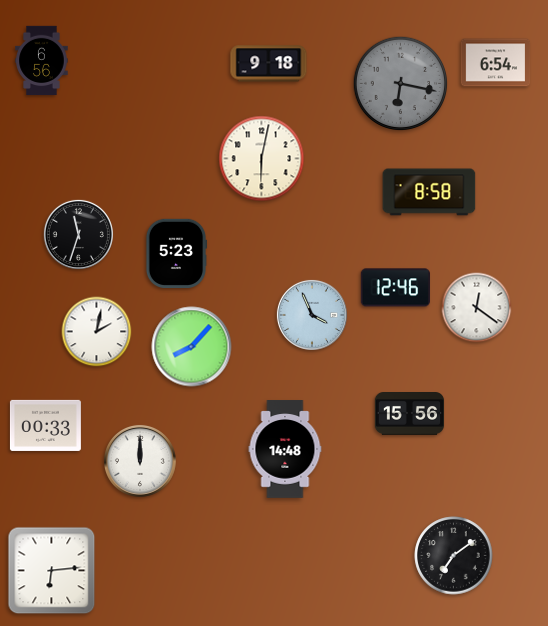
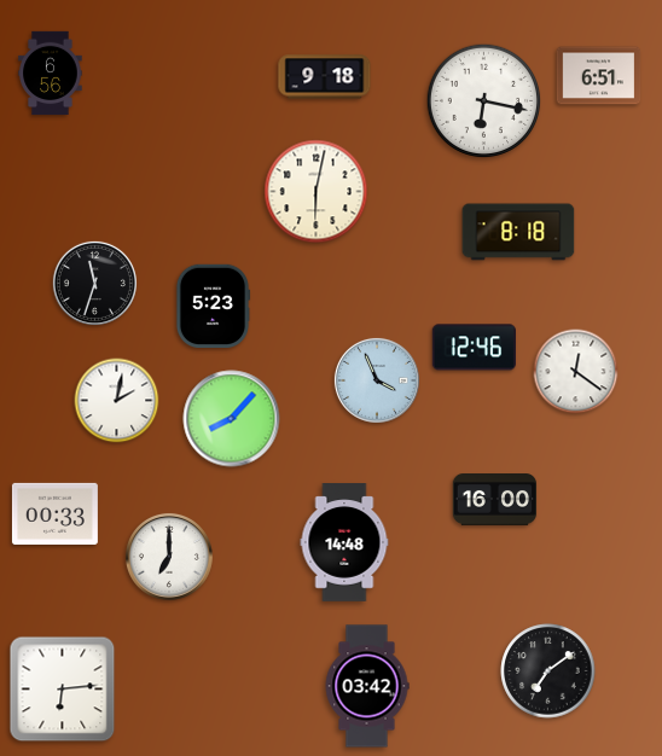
clock at (496, 63): 6:54 -> 6:51
clock at (401, 84) dial: grey -> white
clock at (429, 192): 8:58 -> 8:18
clock at (395, 288) position: (395, 288) -> (474, 348)
clock at (410, 414): 15:56 -> 16:00
clock at (140, 461): 12:00 -> 7:00
clock at (367, 686): none -> 03:42
